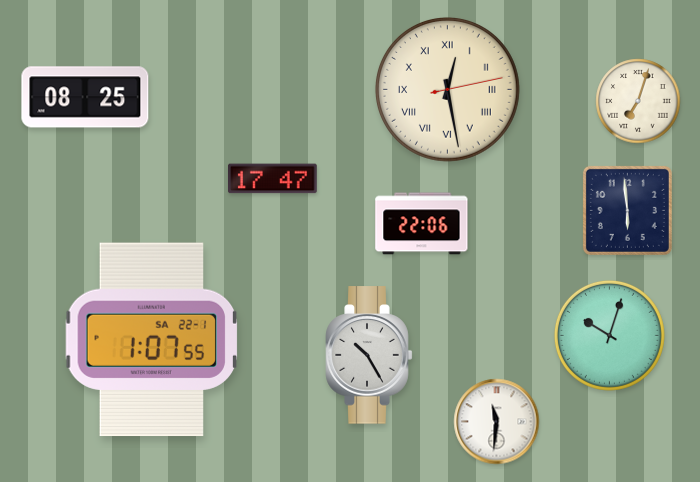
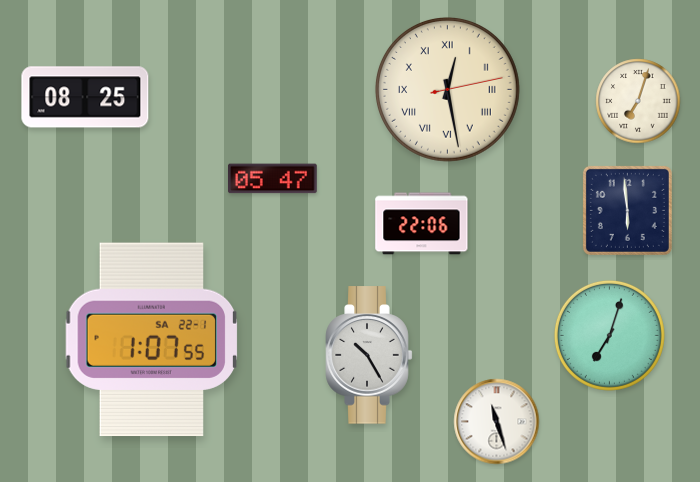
clock at (273, 179): 17:47 -> 05:47
clock at (609, 335): 10:03 -> 7:03
clock at (497, 422): 11:31 -> 11:27
